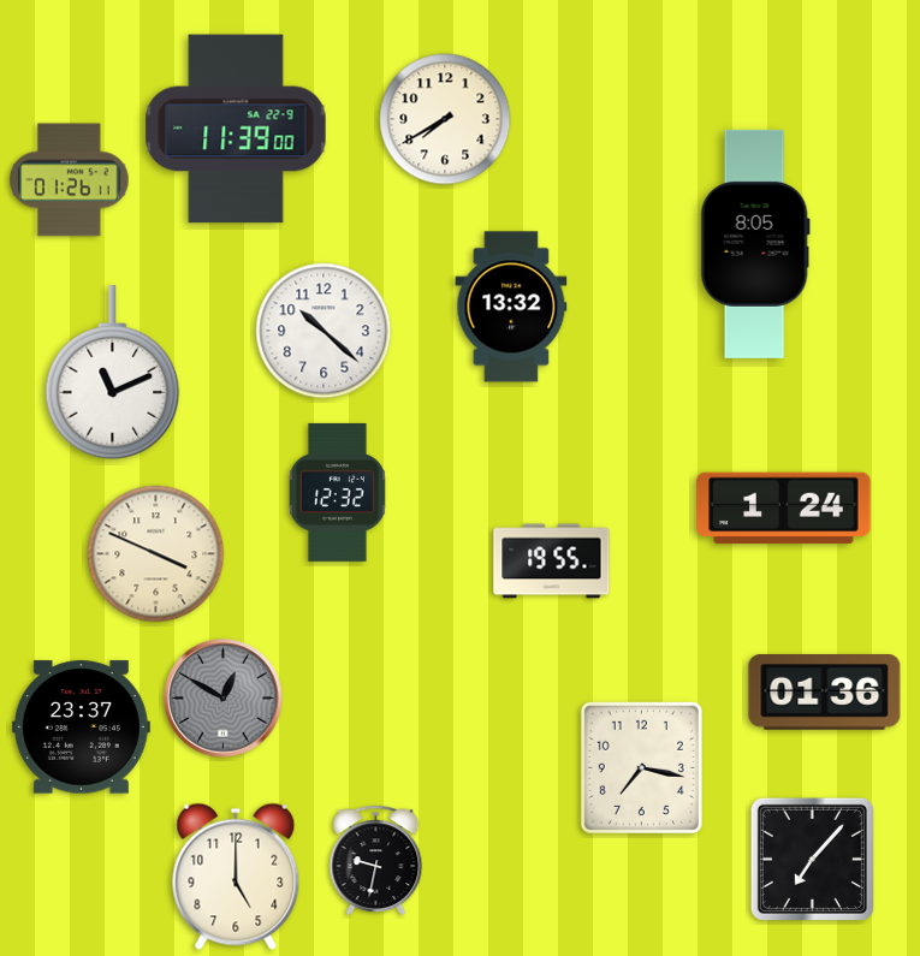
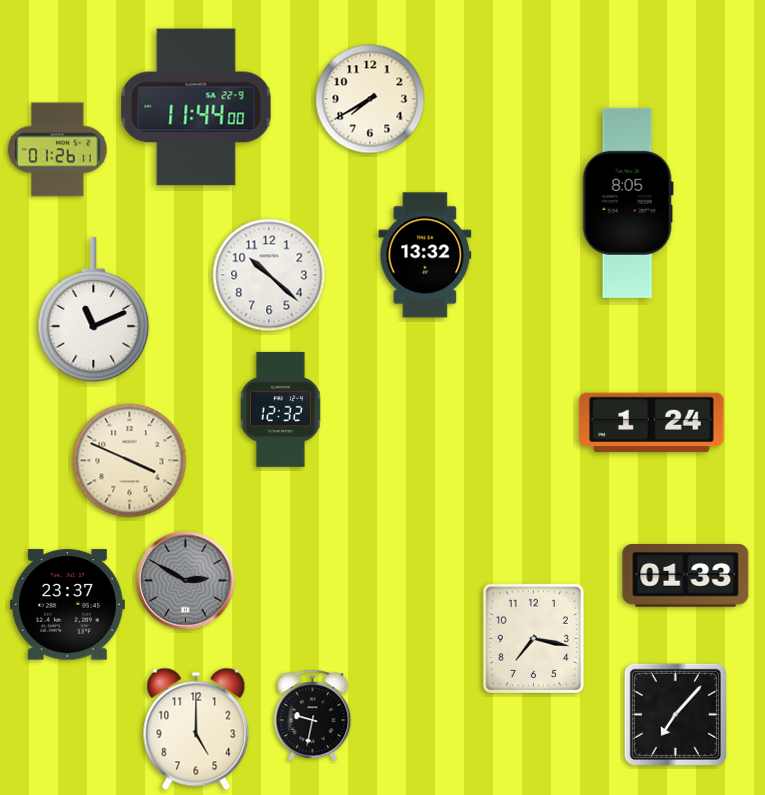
clock at (236, 129): 11:39 -> 11:44
clock at (552, 562): 19:55 -> none
clock at (825, 693): 01:36 -> 01:33
clock at (224, 699): 12:50 -> 2:50
